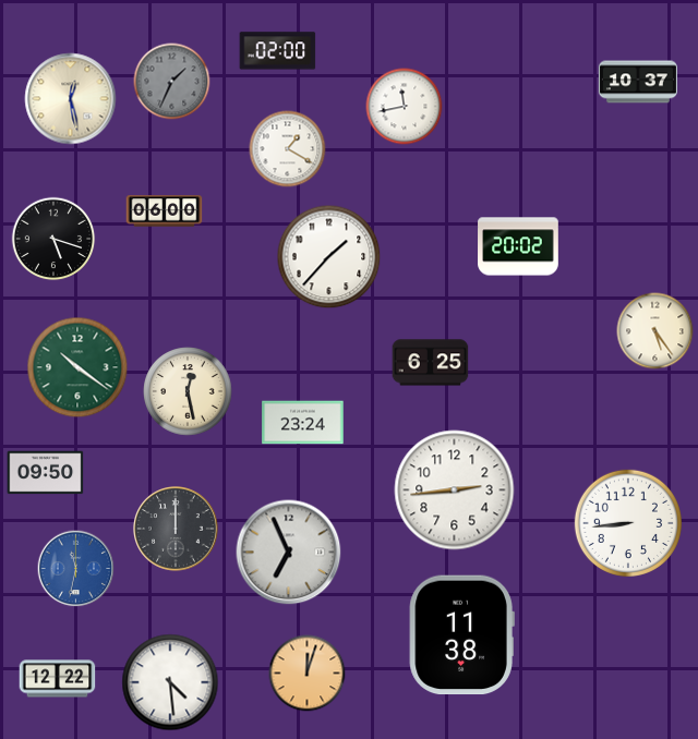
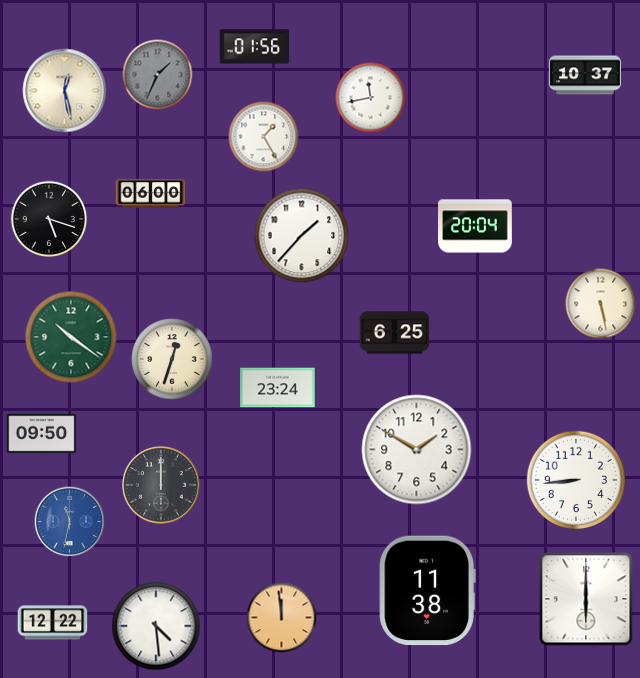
clock at (278, 51): 02:00 -> 01:56
clock at (288, 149): 1:20 -> 1:25
clock at (518, 246): 20:02 -> 20:04
clock at (655, 331): 5:24 -> 5:28
clock at (188, 391): 12:28 -> 12:33
clock at (455, 490): 2:44 -> 1:50
clock at (289, 553): 6:56 -> none
clock at (461, 635) position: (461, 635) -> (427, 591)
clock at (586, 599): none -> 6:00
clock at (308, 674): 12:03 -> 11:59
